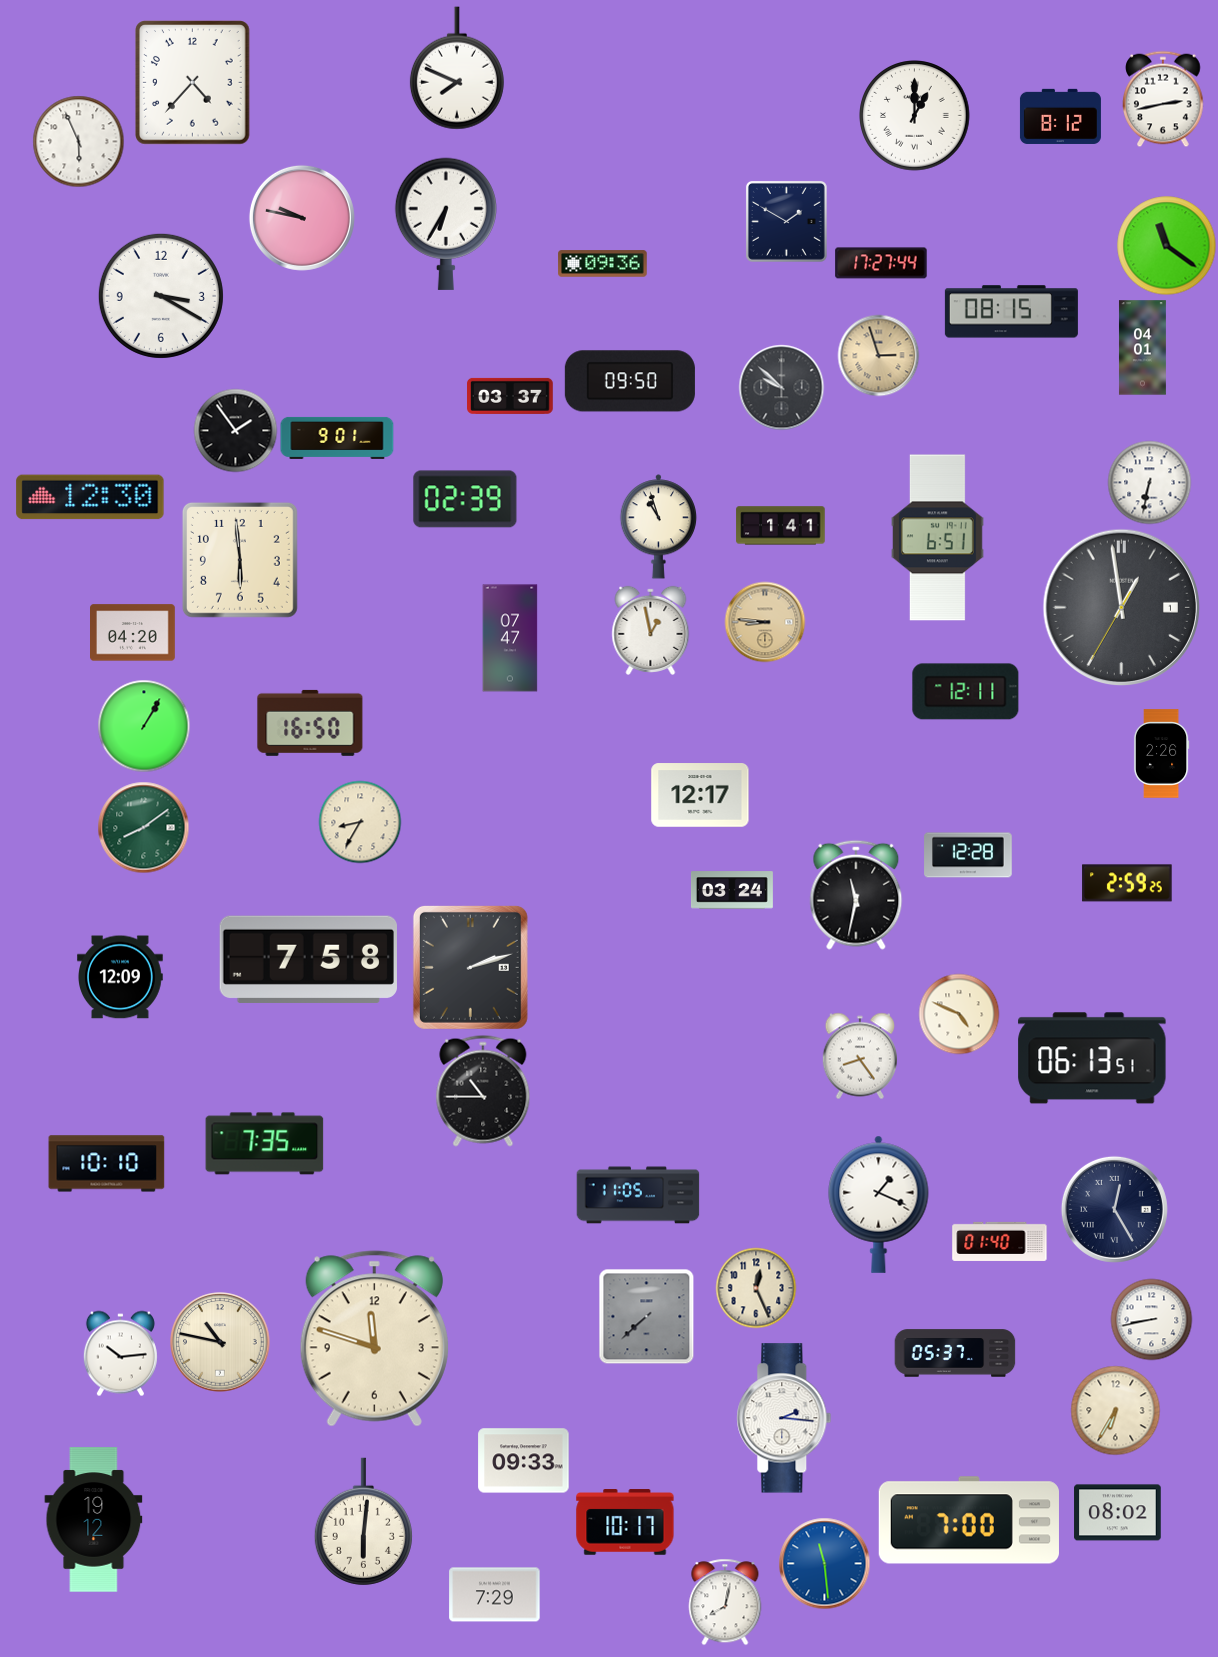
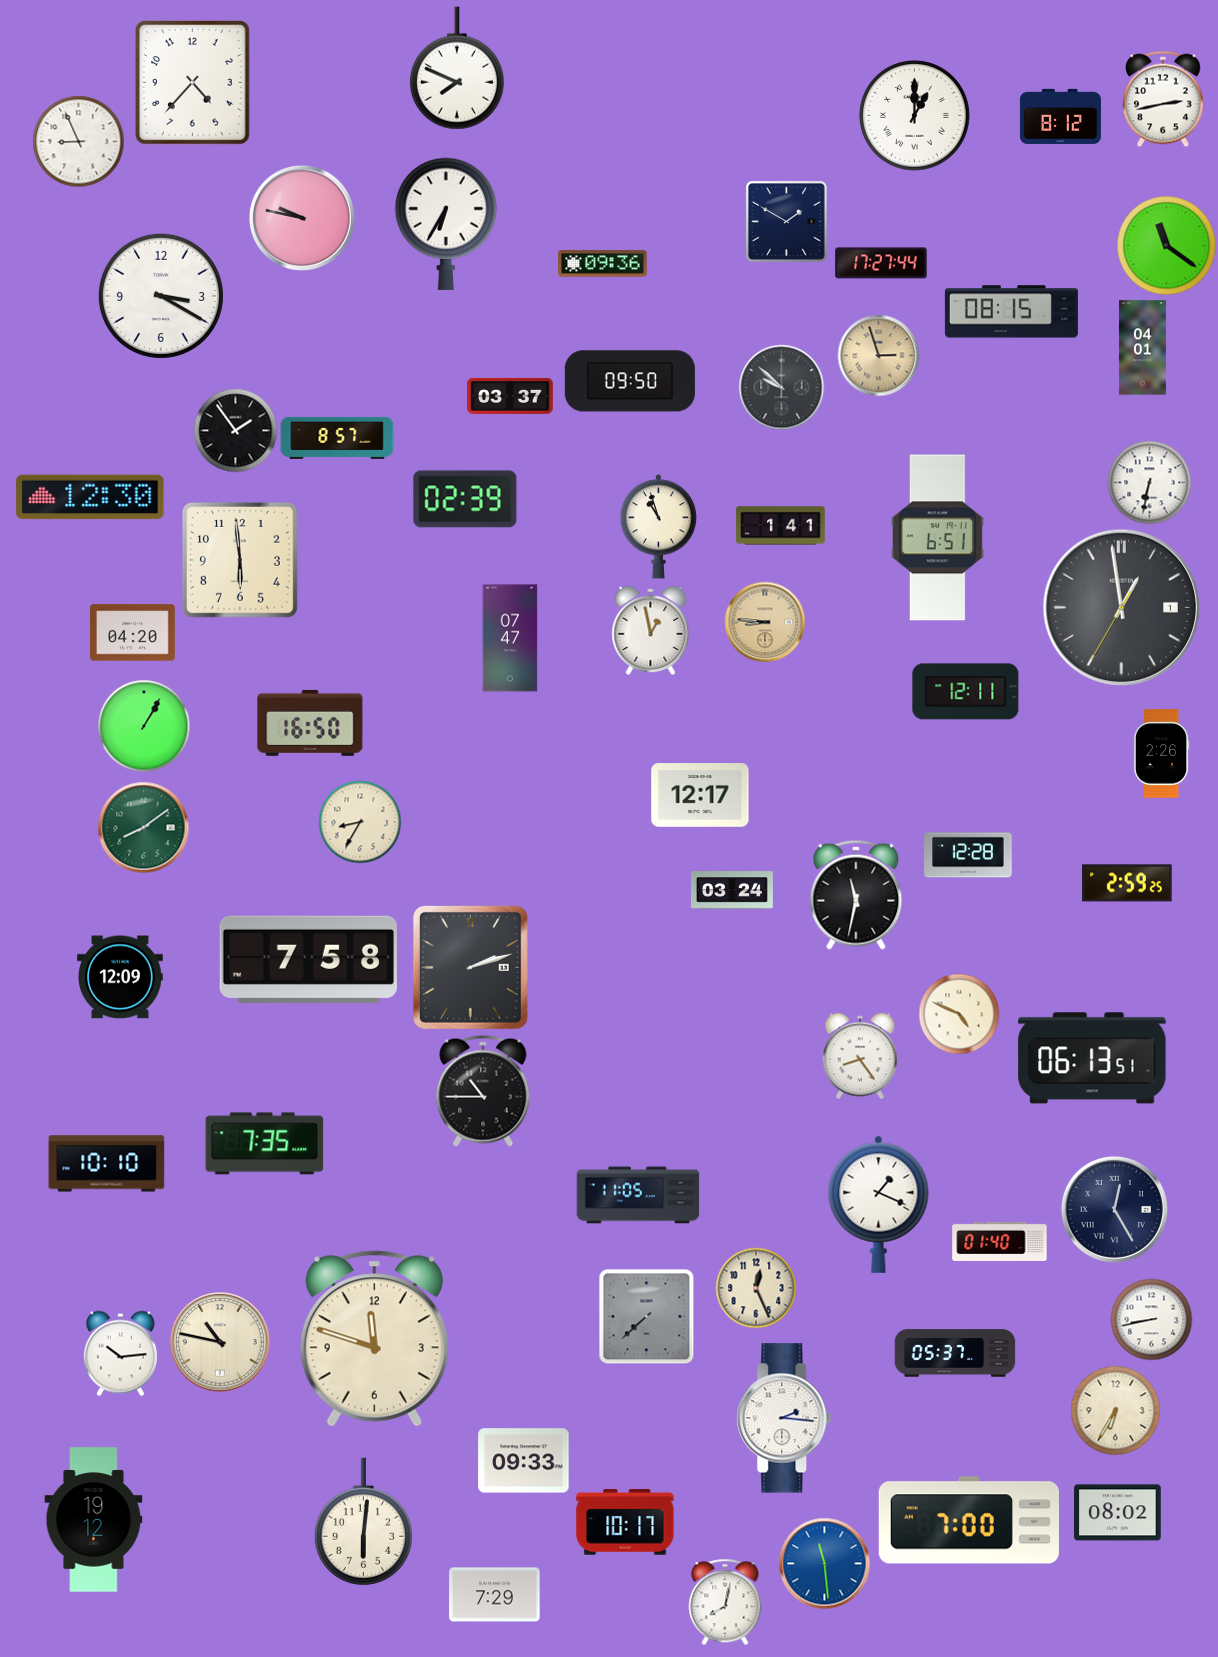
clock at (78, 141): 5:56 -> 8:56
clock at (337, 438): 9:01 -> 8:57
